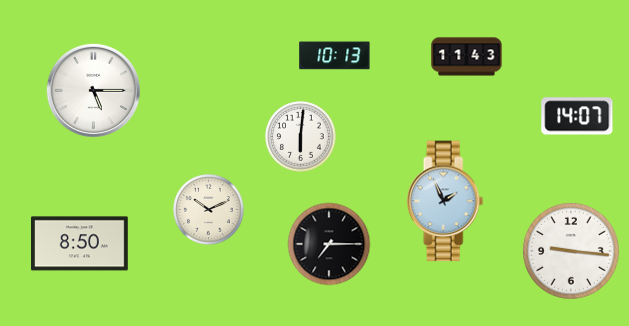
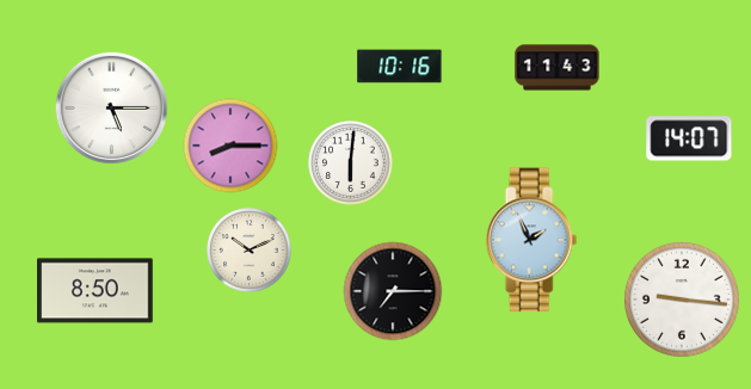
clock at (335, 56): 10:13 -> 10:16
clock at (230, 146): none -> 8:15
clock at (301, 137) position: (301, 137) -> (351, 163)
